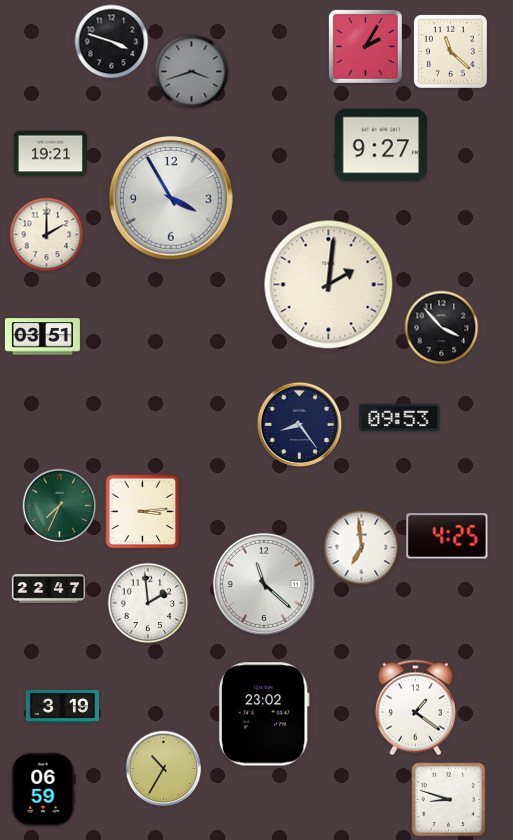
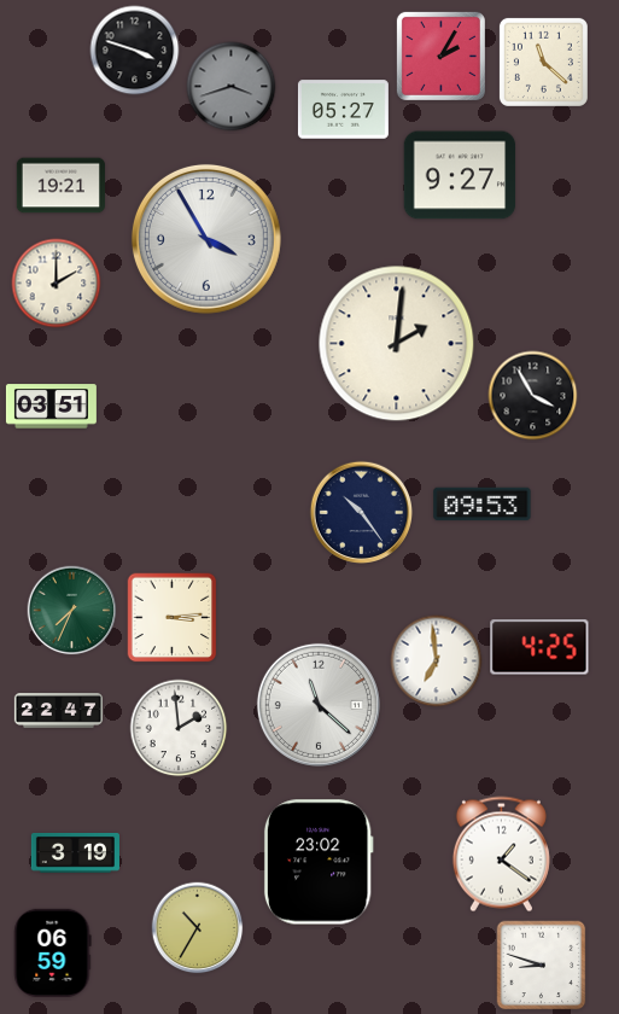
clock at (343, 110): none -> 05:27
clock at (442, 328): 3:53 -> 3:55
clock at (299, 424): 8:24 -> 10:24
